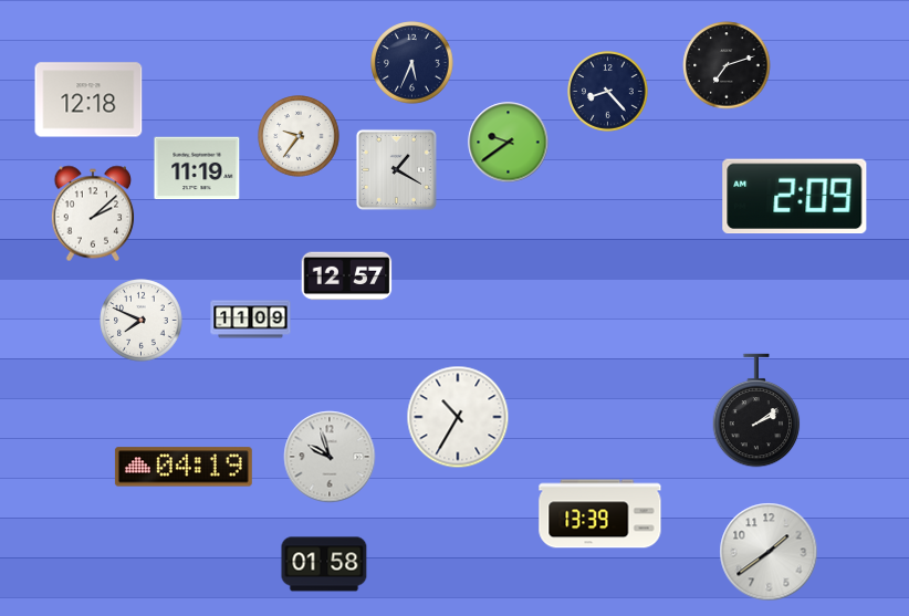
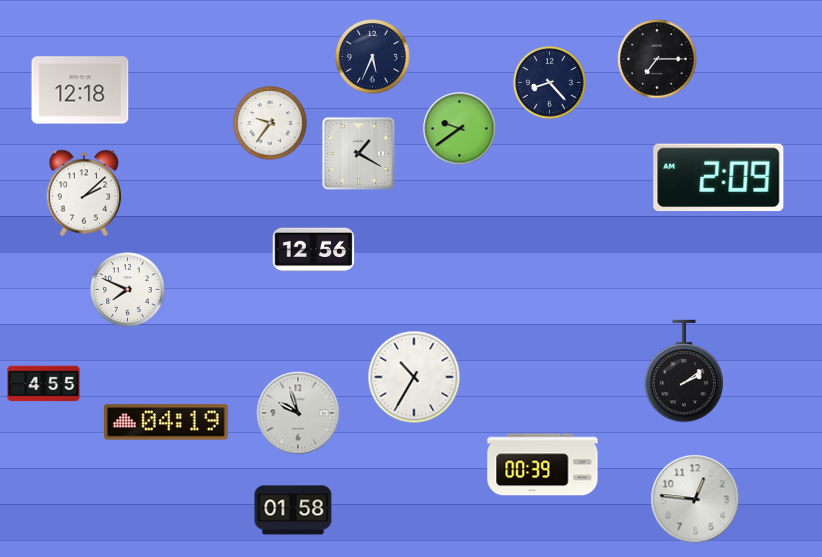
clock at (727, 65): 7:12 -> 7:15
clock at (197, 168): 11:19 -> none
clock at (347, 276): 12:57 -> 12:56
clock at (251, 320): 11:09 -> none
clock at (44, 384): none -> 4:55
clock at (600, 514): 13:39 -> 00:39
clock at (769, 552): 1:39 -> 12:46
